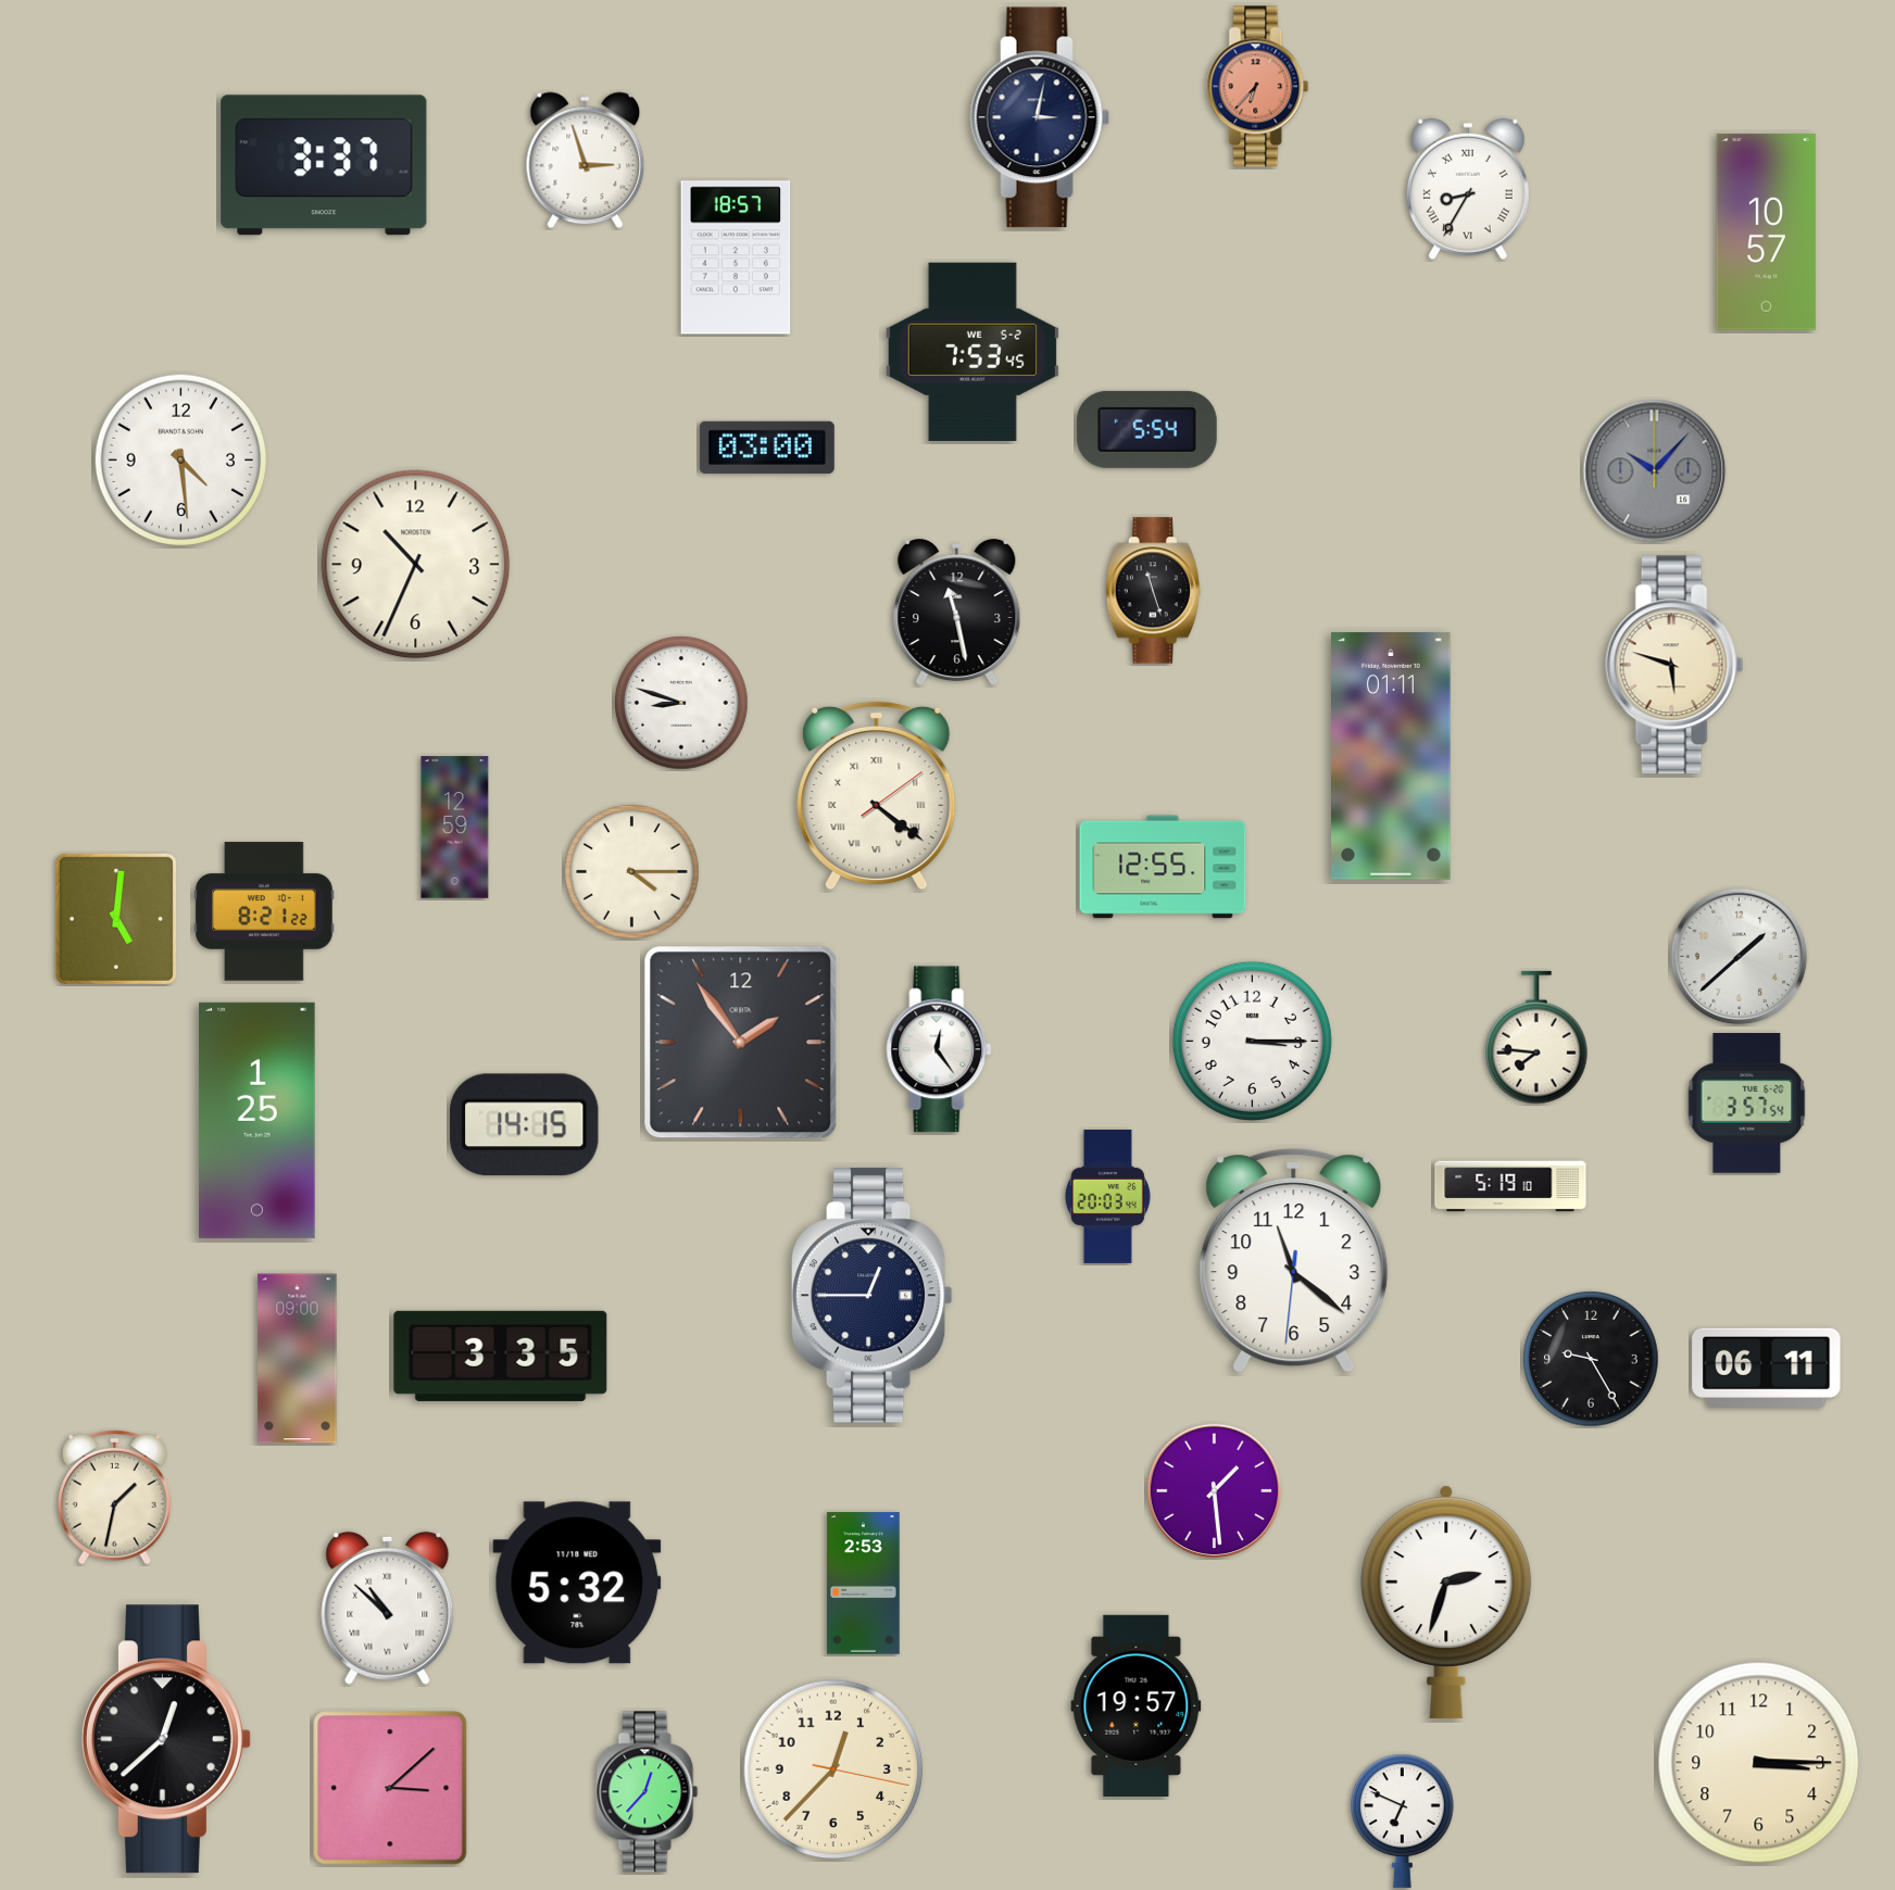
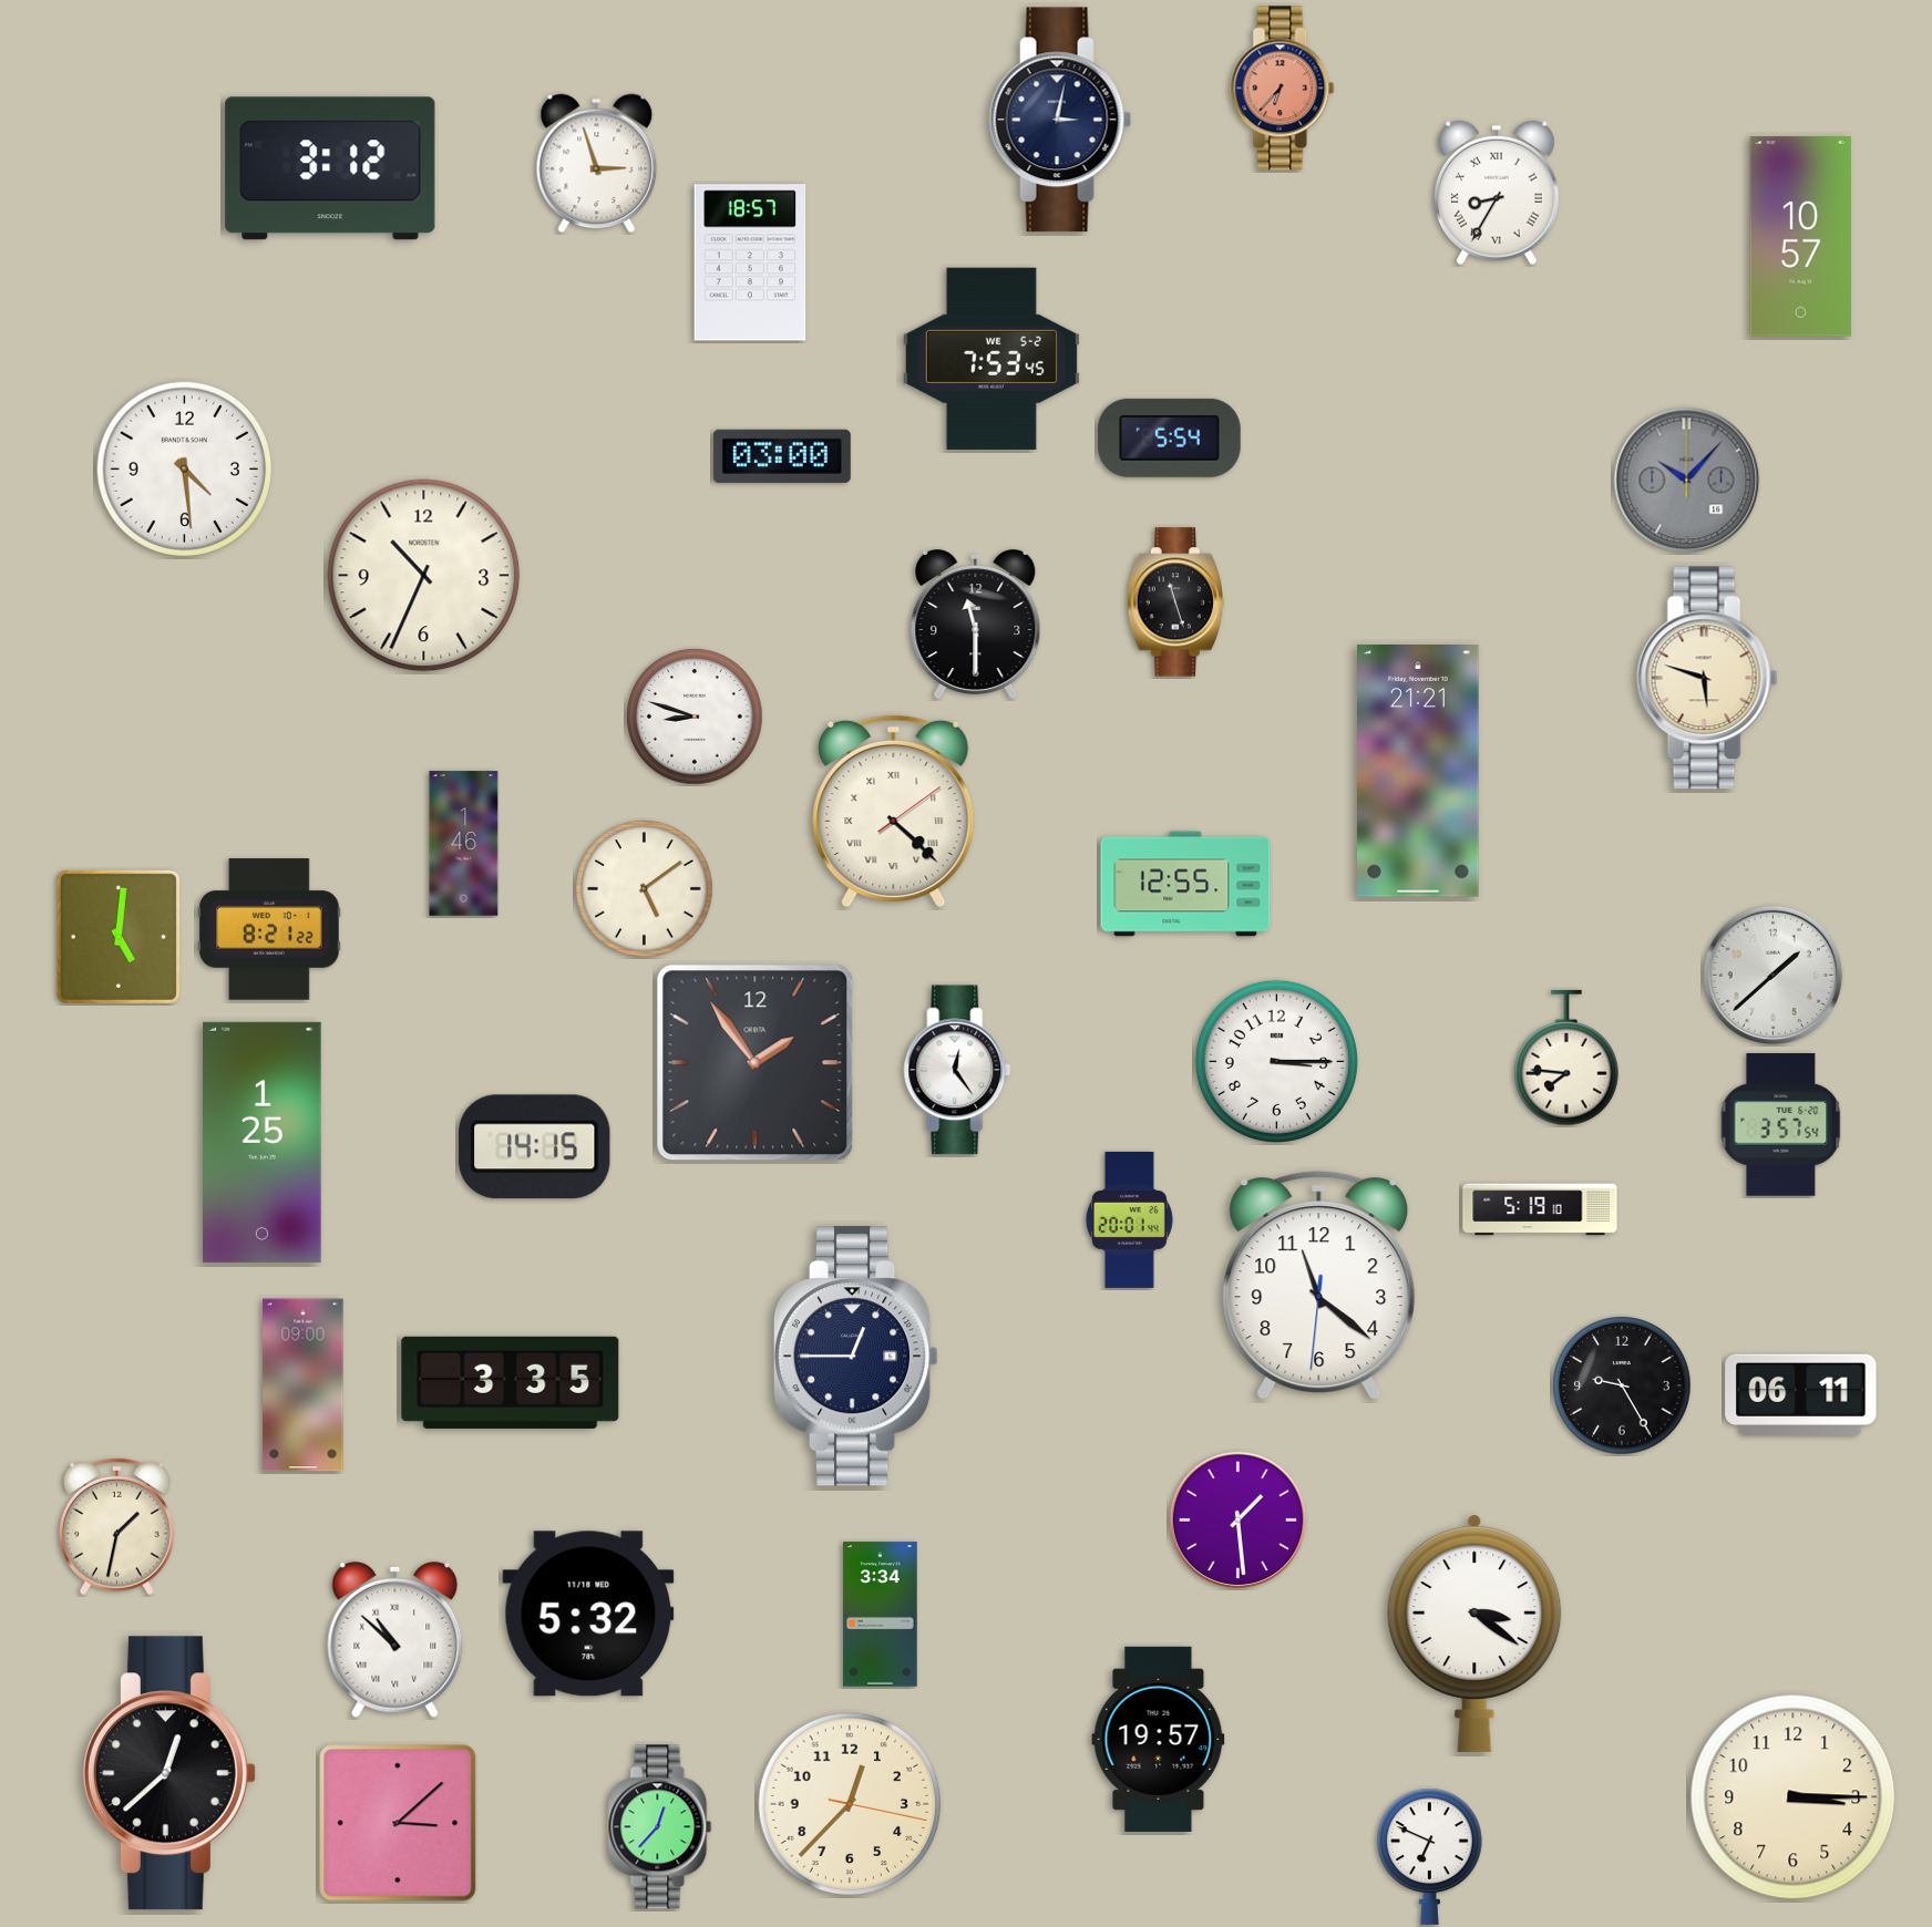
clock at (324, 165): 3:37 -> 3:12
clock at (957, 613): 11:28 -> 11:30
clock at (1392, 757): 01:11 -> 21:21
clock at (877, 795): 4:21 -> 4:22
clock at (455, 828): 12:59 -> 1:46
clock at (632, 872): 4:15 -> 5:09
clock at (1107, 1196): 20:03 -> 20:01
clock at (871, 1296) position: (871, 1296) -> (855, 1357)
clock at (864, 1584): 2:53 -> 3:34
clock at (1446, 1602): 2:33 -> 3:21
